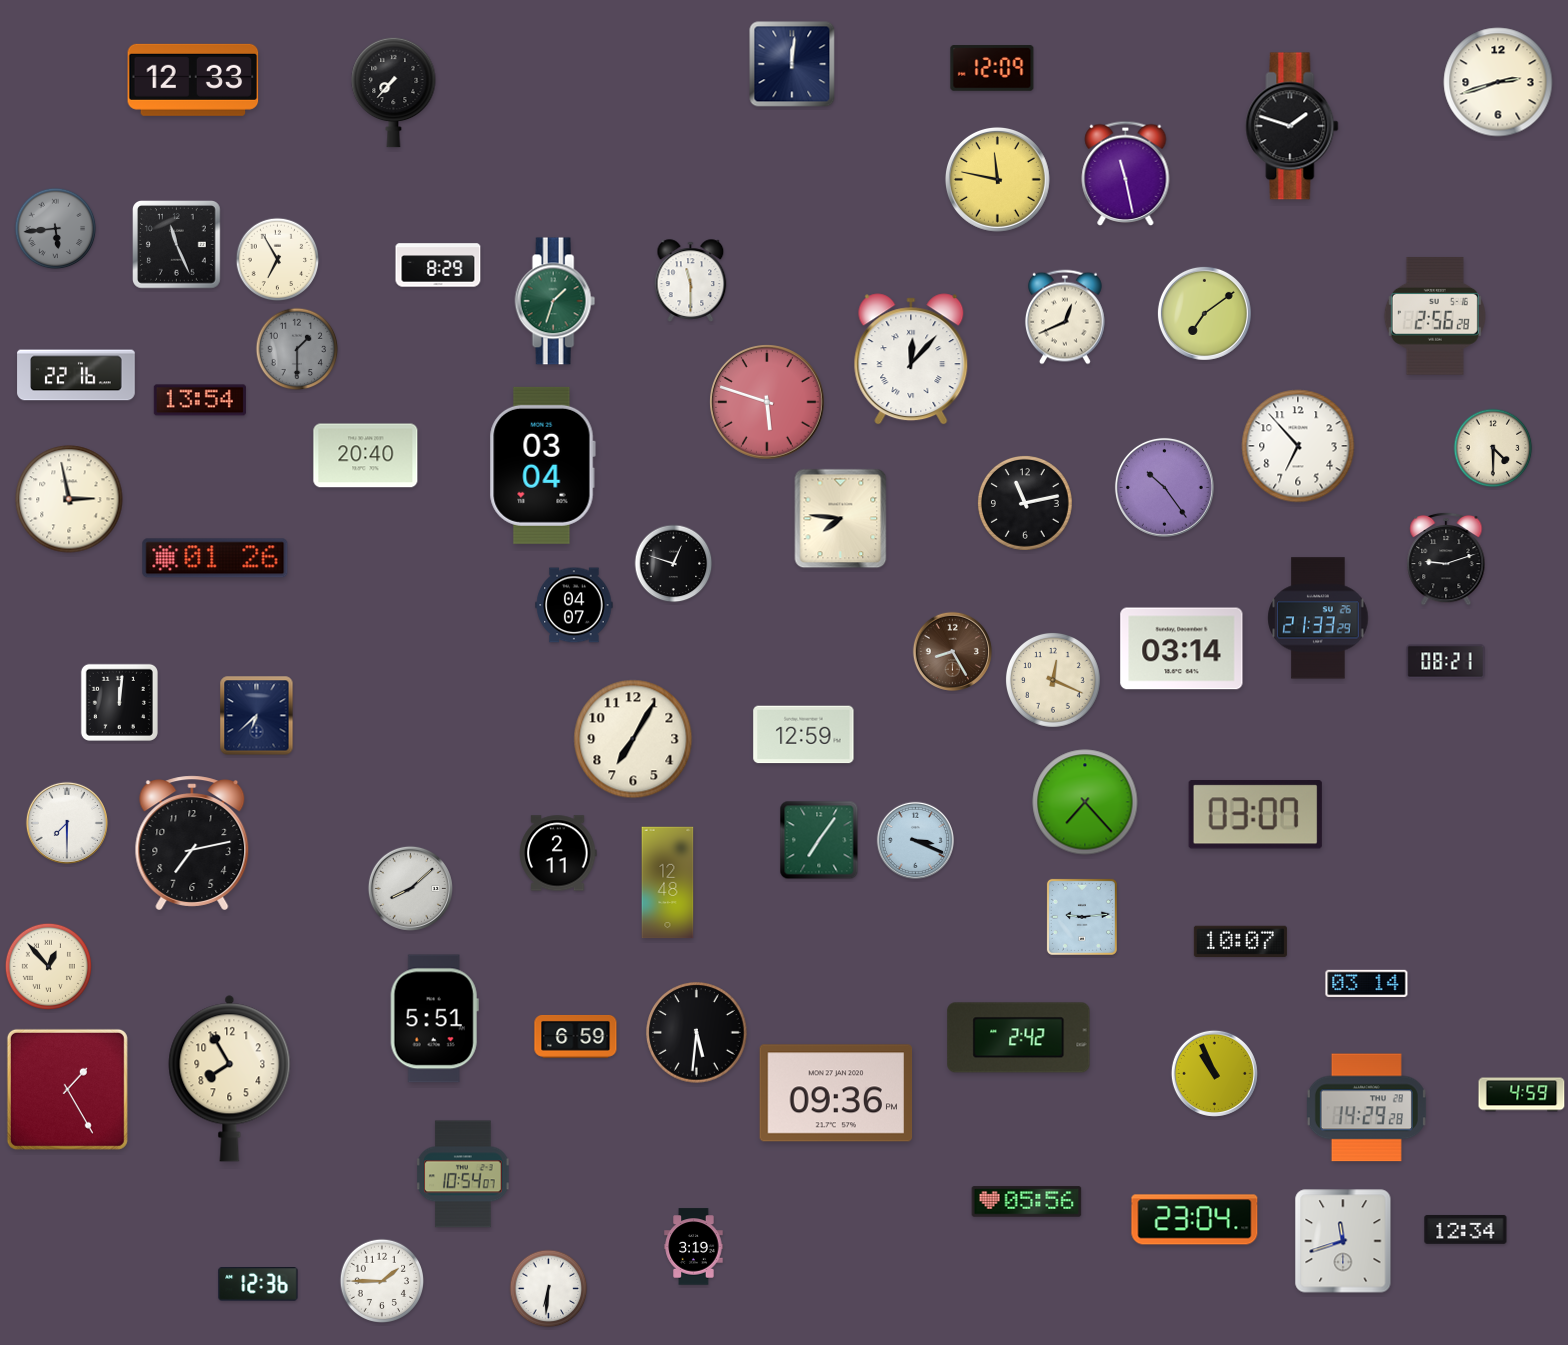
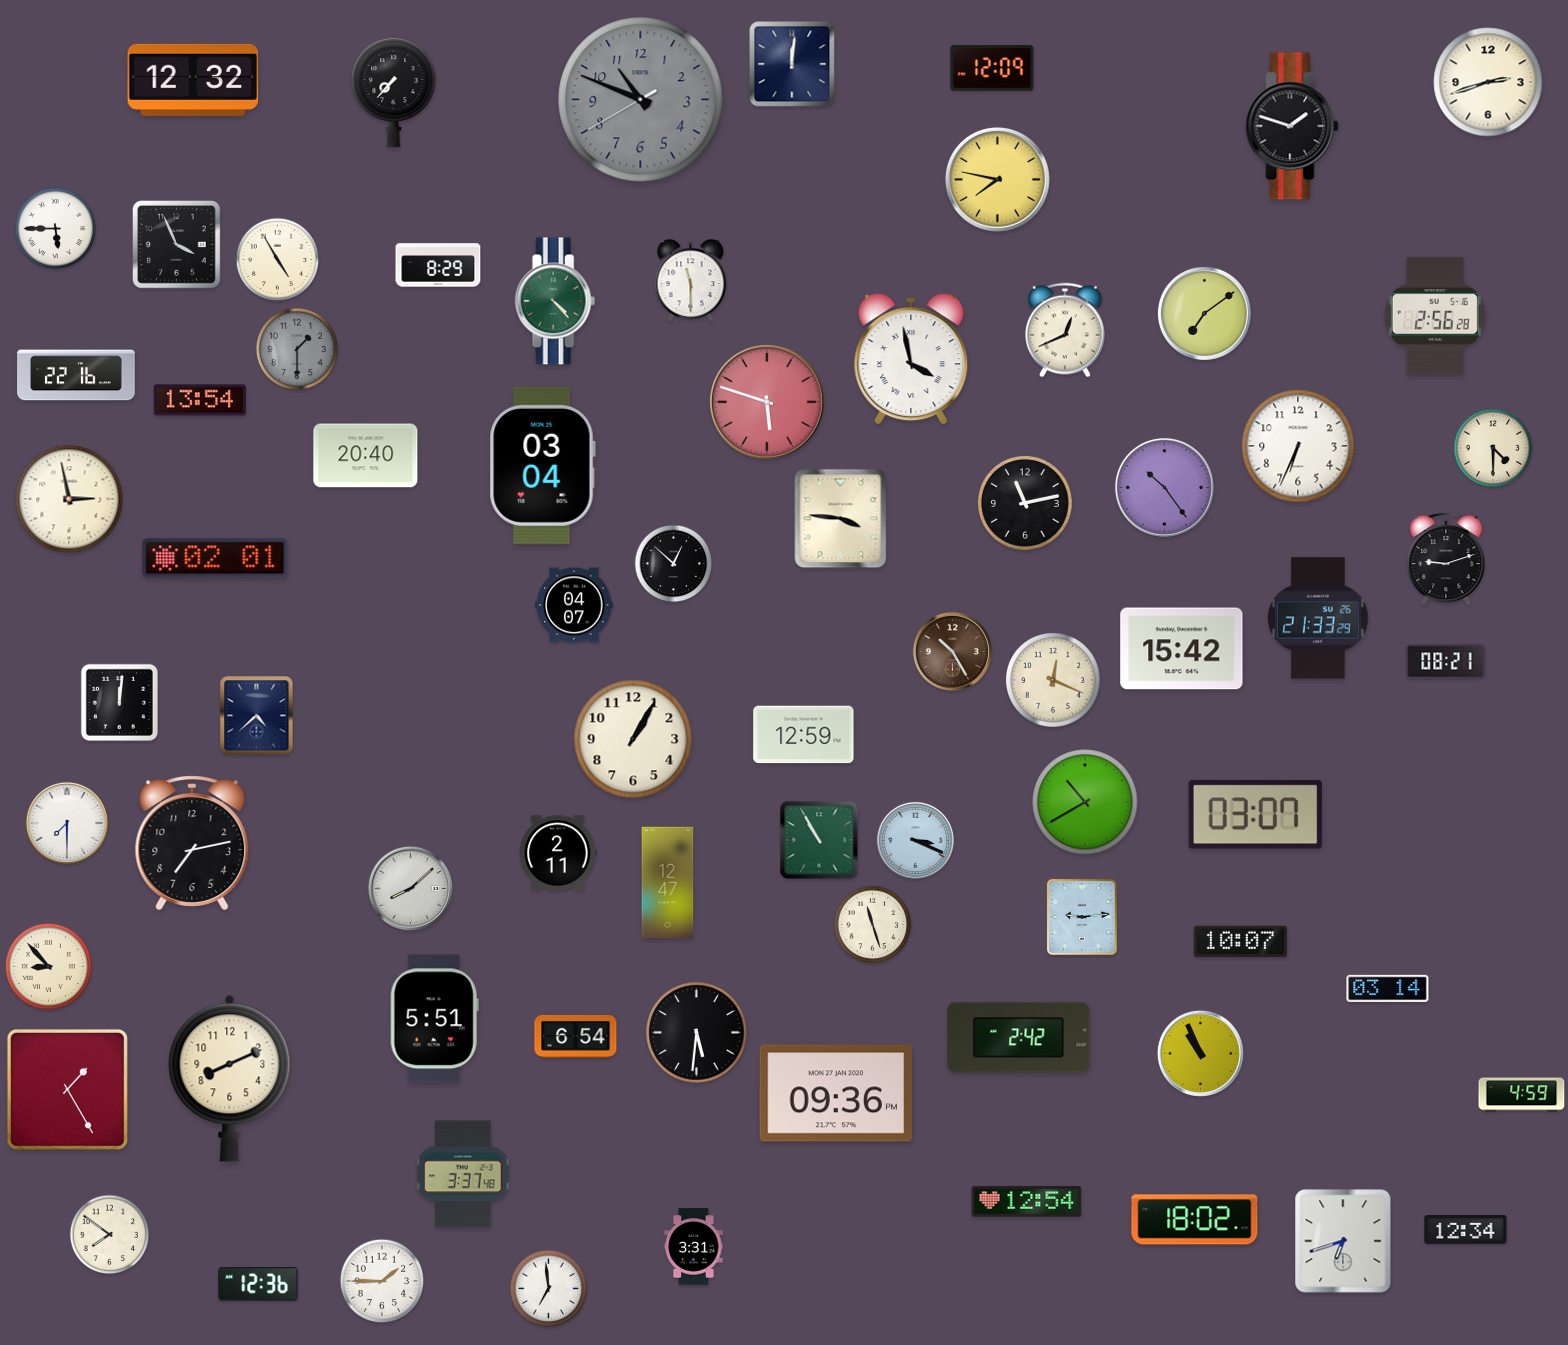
clock at (193, 80): 12:33 -> 12:32
clock at (1498, 82) position: (1498, 82) -> (1488, 82)
clock at (641, 100): none -> 10:48
clock at (1126, 173): 11:28 -> none
clock at (997, 179): 11:47 -> 7:47
clock at (56, 229): 5:44 -> 5:45
clock at (56, 229) dial: grey -> white
clock at (177, 245): 11:26 -> 3:56
clock at (278, 260): 6:55 -> 4:55
clock at (555, 301): 1:33 -> 4:23
clock at (1065, 317) position: (1065, 317) -> (1065, 330)
clock at (911, 359): 12:07 -> 3:58
clock at (1298, 446): 6:53 -> 6:34
clock at (841, 519): 7:46 -> 3:46
clock at (215, 558): 01:26 -> 02:01
clock at (674, 564): 12:48 -> 12:52
clock at (1182, 649): 03:14 -> 15:42
clock at (952, 651): 8:25 -> 10:25
clock at (257, 716): 6:38 -> 4:38
clock at (633, 739): 7:05 -> 1:05
clock at (1085, 802): 7:23 -> 10:40
clock at (819, 840): 7:06 -> 10:55
clock at (668, 883): 12:48 -> 12:47
clock at (873, 925): none -> 11:27
clock at (48, 966): 12:53 -> 8:53
clock at (1367, 983) position: (1367, 983) -> (1388, 988)
clock at (576, 1036): 6:59 -> 6:54
clock at (1214, 1073) position: (1214, 1073) -> (1200, 1053)
clock at (230, 1078): 7:55 -> 8:11
clock at (1366, 1108): 14:29 -> none
clock at (463, 1174): 10:54 -> 3:37
clock at (1027, 1202): 05:56 -> 12:54
clock at (1195, 1220): 23:04 -> 18:02
clock at (110, 1235): none -> 7:51
clock at (1343, 1241): 11:42 -> 6:42
clock at (694, 1247): 3:19 -> 3:31
clock at (549, 1289): 6:31 -> 6:59
